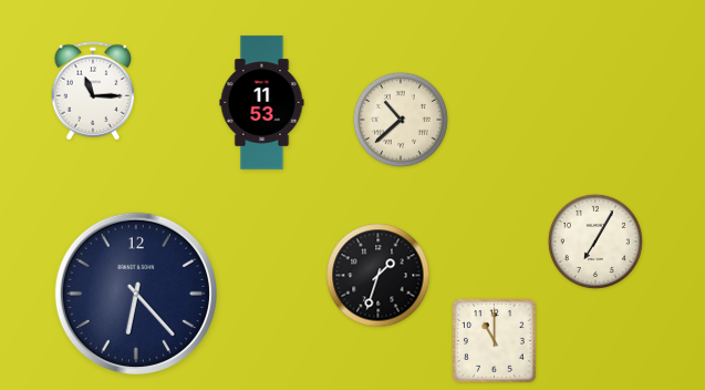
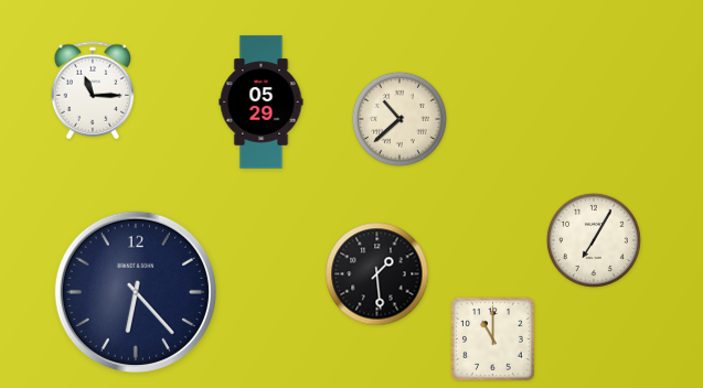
clock at (262, 103): 11:53 -> 05:29
clock at (379, 276): 1:33 -> 1:29
